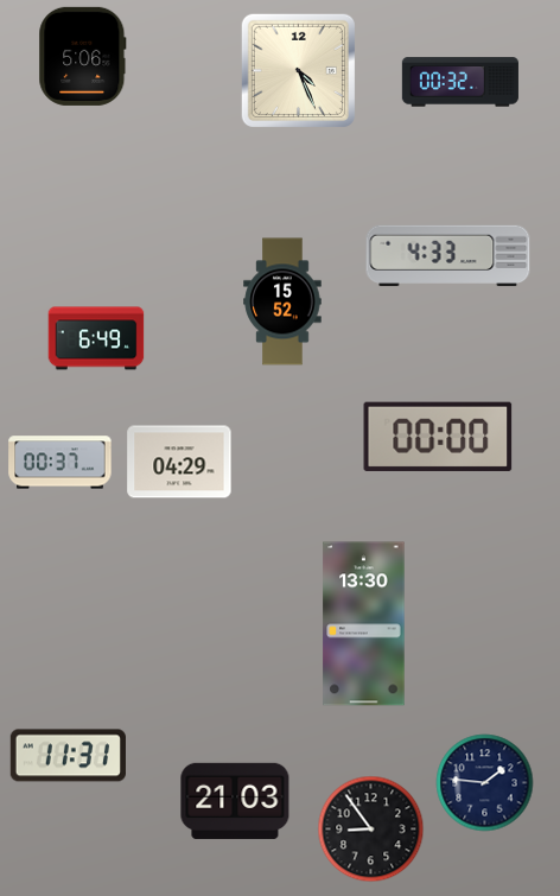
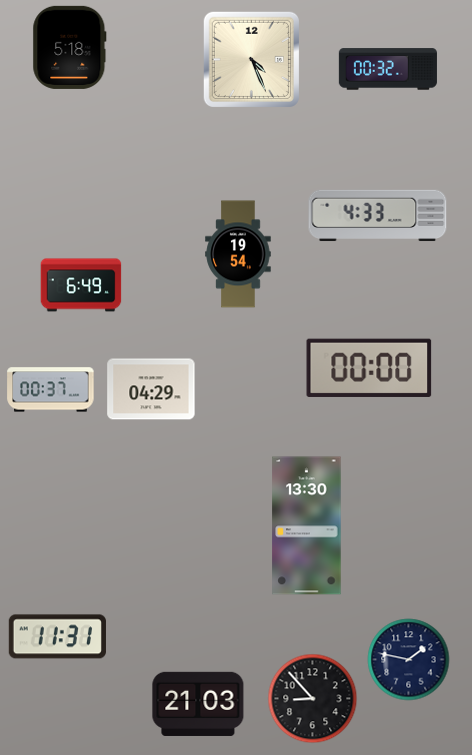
clock at (83, 56): 5:06 -> 5:18
clock at (282, 301): 15:52 -> 19:54
clock at (485, 783): 1:46 -> 1:47
clock at (235, 801) position: (235, 801) -> (198, 704)
clock at (371, 830): 8:54 -> 8:53
